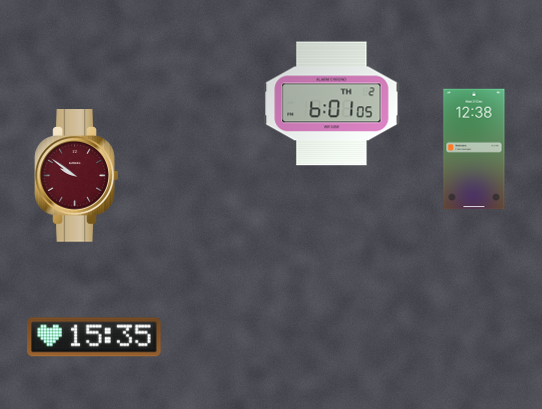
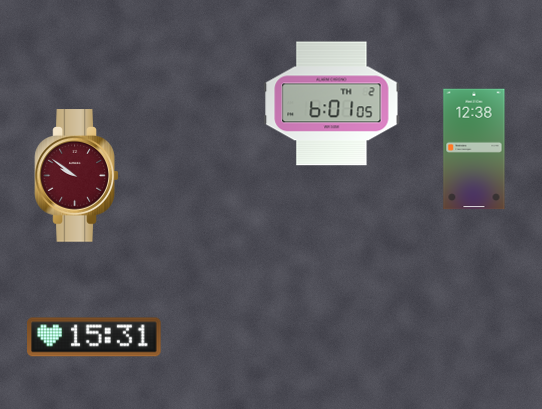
clock at (94, 337): 15:35 -> 15:31
